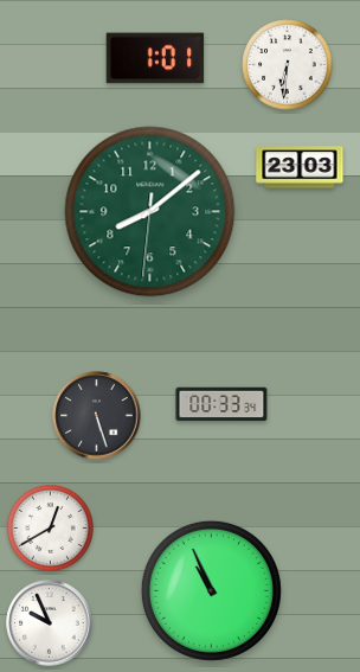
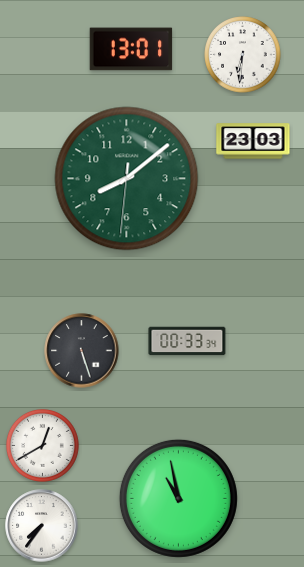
clock at (155, 58): 1:01 -> 13:01
clock at (211, 590): 10:56 -> 10:58
clock at (50, 623): 9:56 -> 7:36
